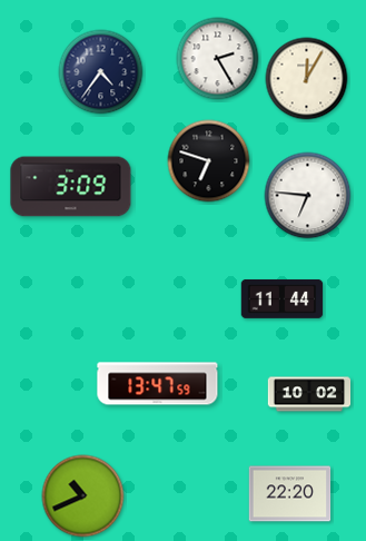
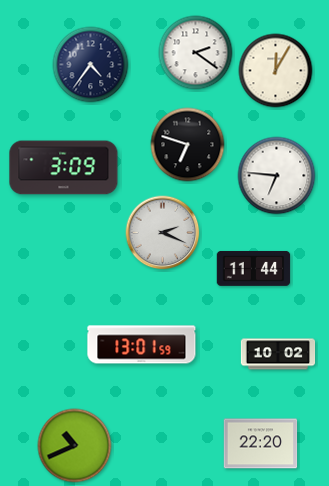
clock at (218, 59): 2:25 -> 2:21
clock at (163, 233): none -> 2:19
clock at (158, 384): 13:47 -> 13:01
